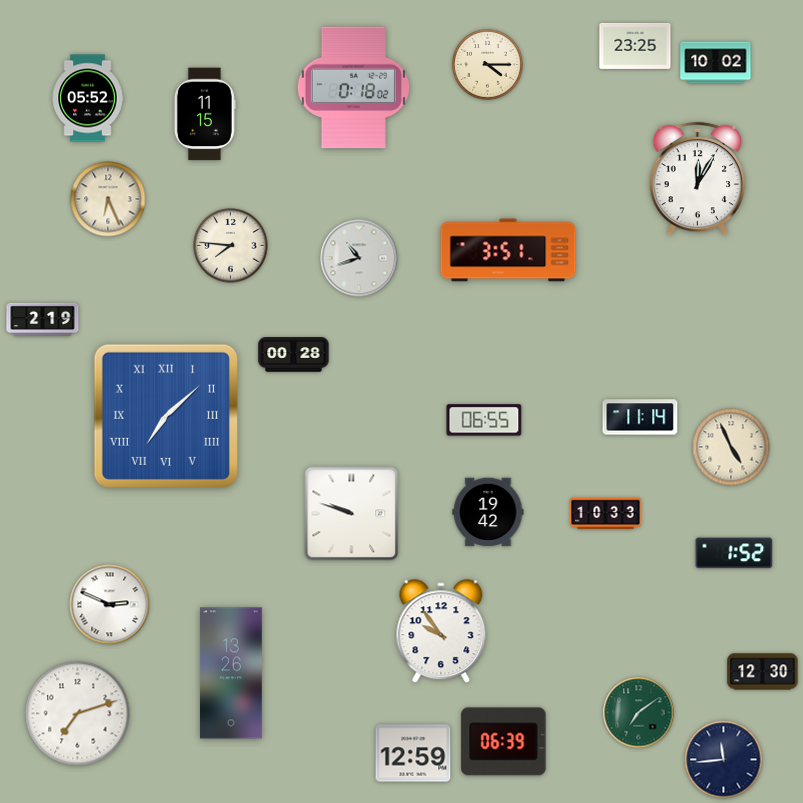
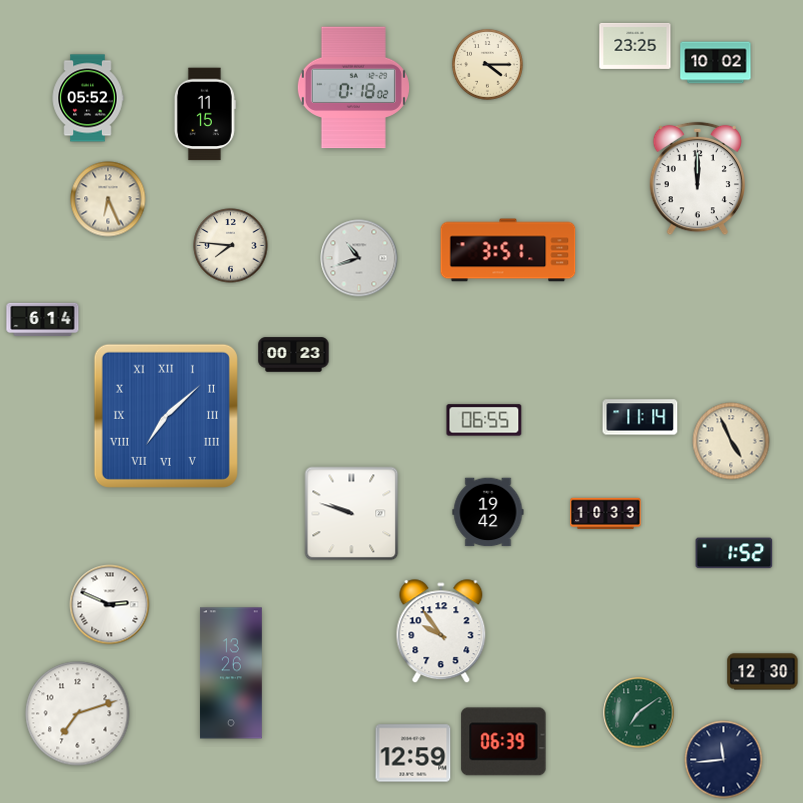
clock at (698, 179): 12:05 -> 12:00
clock at (43, 319): 2:19 -> 6:14
clock at (294, 355): 00:28 -> 00:23
clock at (731, 447) position: (731, 447) -> (731, 441)
